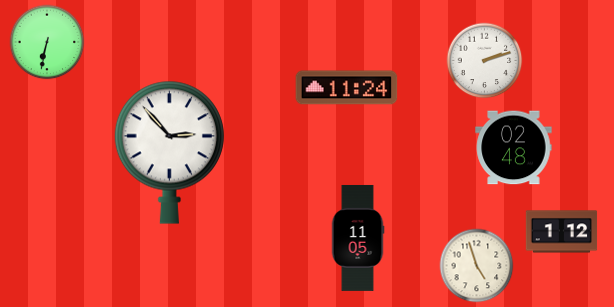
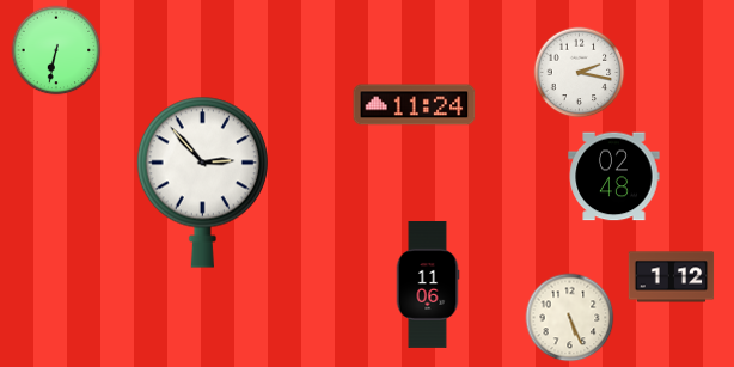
clock at (485, 61): 2:12 -> 2:17
clock at (358, 238): 11:05 -> 11:06
clock at (477, 266): 4:57 -> 5:26
